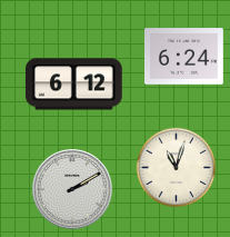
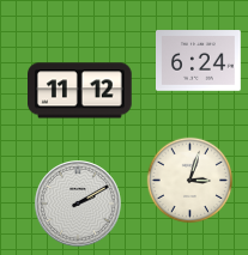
clock at (74, 85): 6:12 -> 11:12
clock at (177, 168): 11:03 -> 3:03
